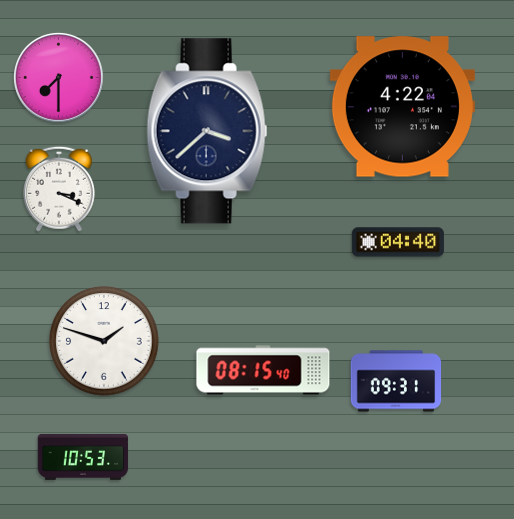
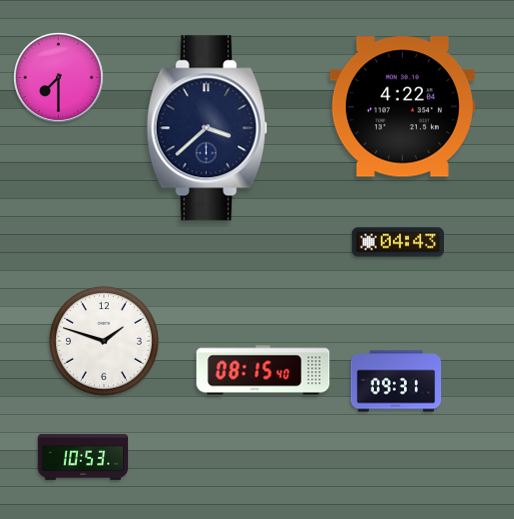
clock at (207, 131) position: (207, 131) -> (207, 128)
clock at (59, 189): 3:19 -> none
clock at (398, 242): 04:40 -> 04:43
